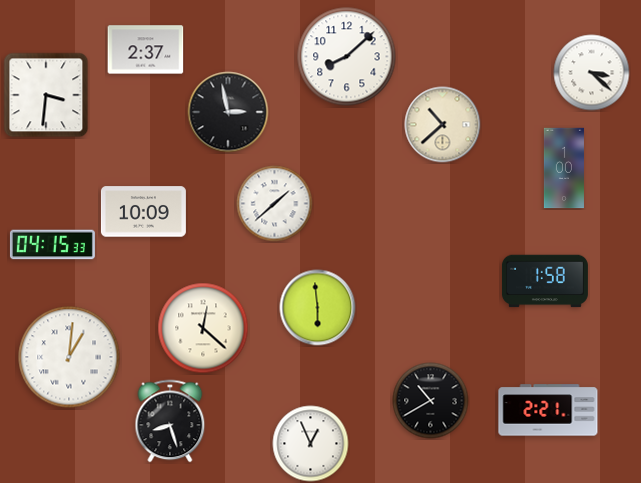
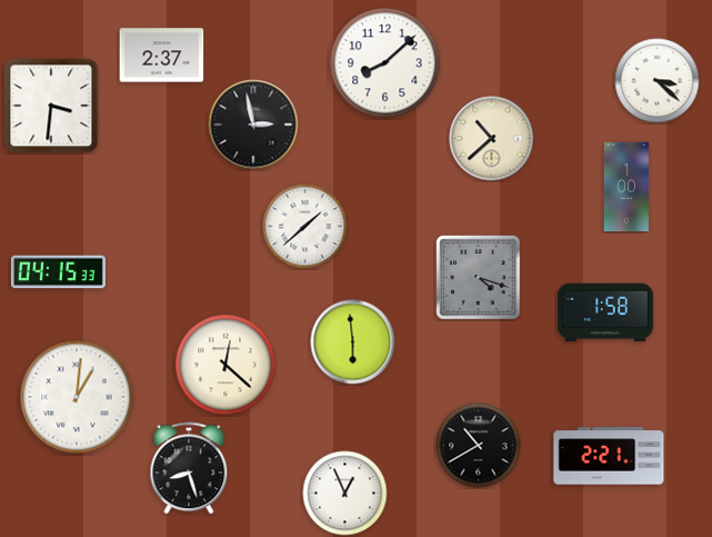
clock at (143, 212): 10:09 -> none
clock at (479, 278): none -> 4:18
